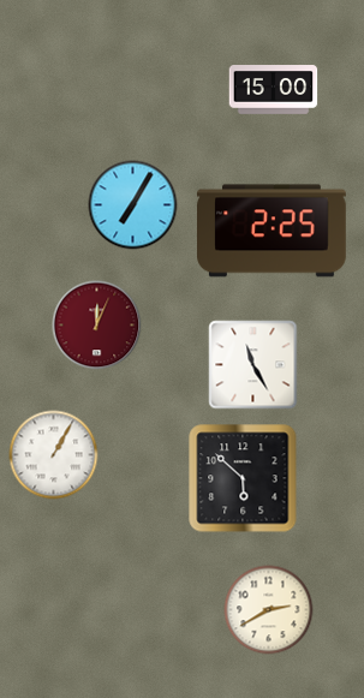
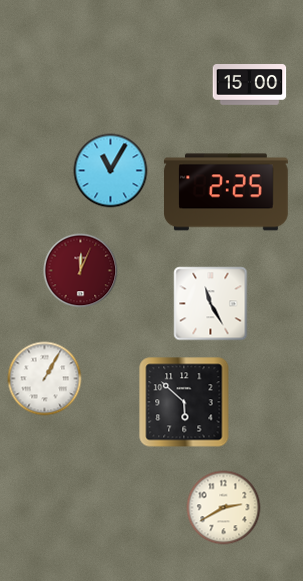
clock at (274, 90) position: (274, 90) -> (250, 85)
clock at (133, 205): 7:05 -> 11:05
clock at (243, 478) position: (243, 478) -> (184, 402)
